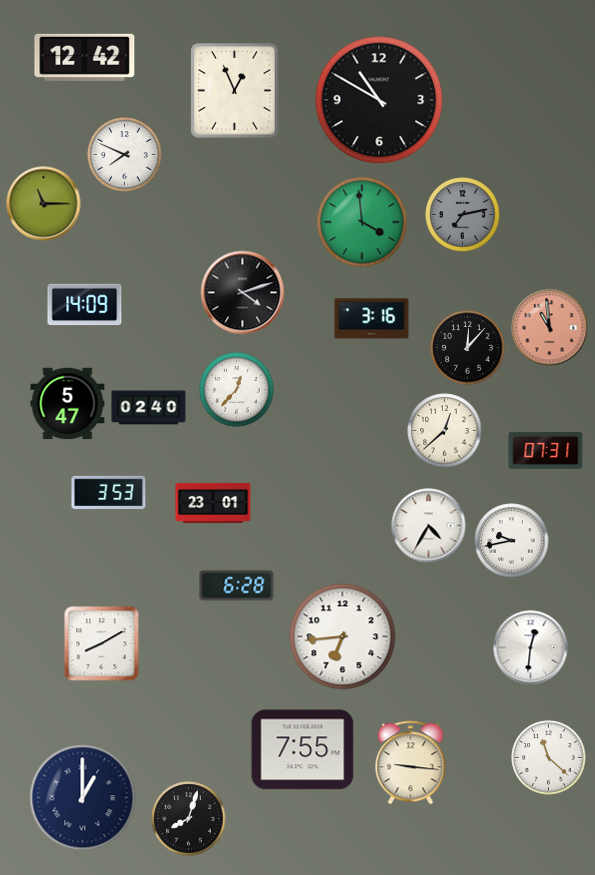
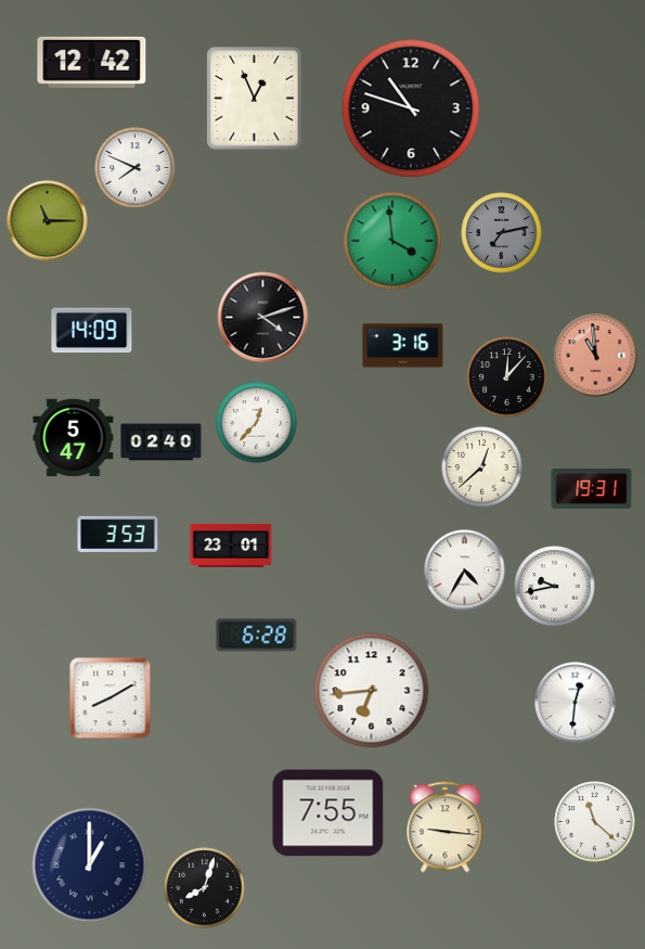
clock at (379, 100): 10:50 -> 10:48
clock at (546, 450): 07:31 -> 19:31
